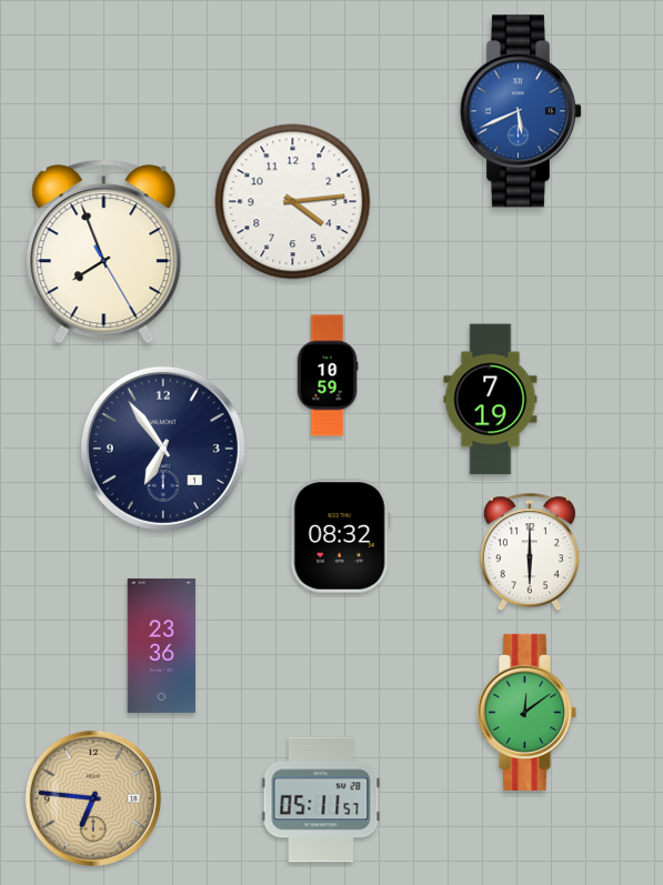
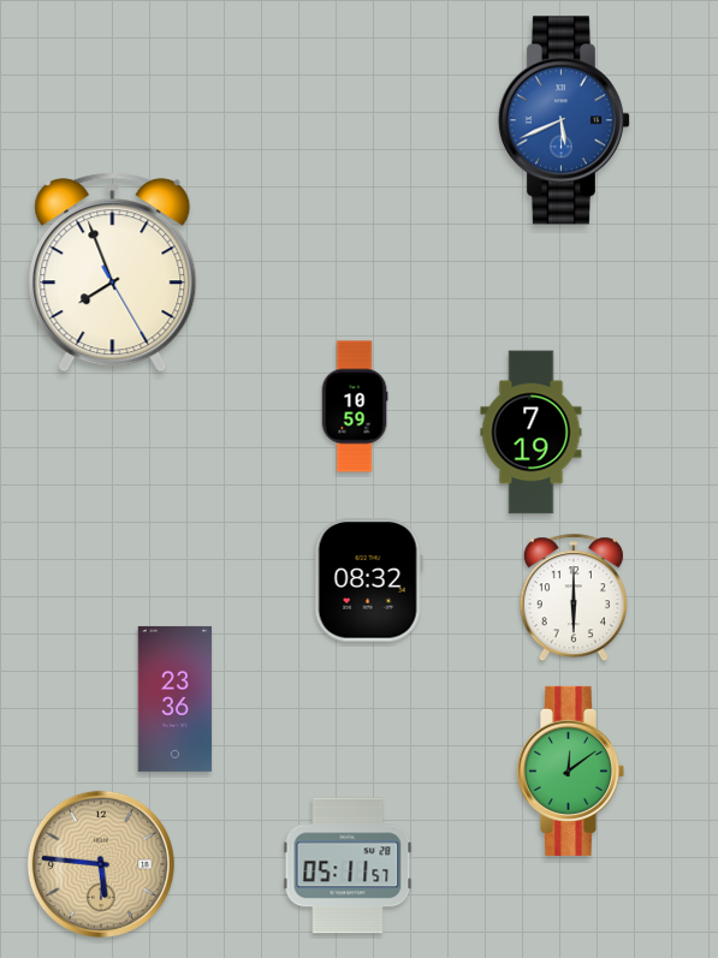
clock at (293, 202): 4:14 -> none
clock at (163, 449): 6:54 -> none
clock at (93, 798): 6:46 -> 5:46
